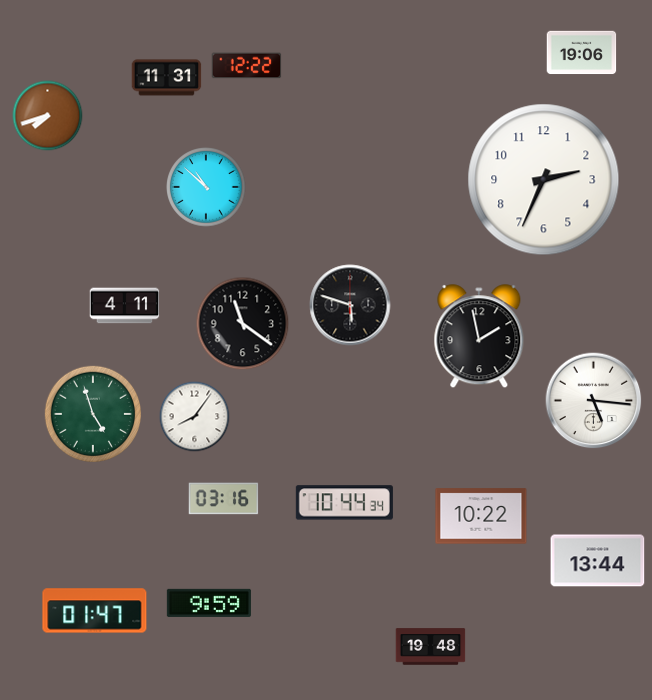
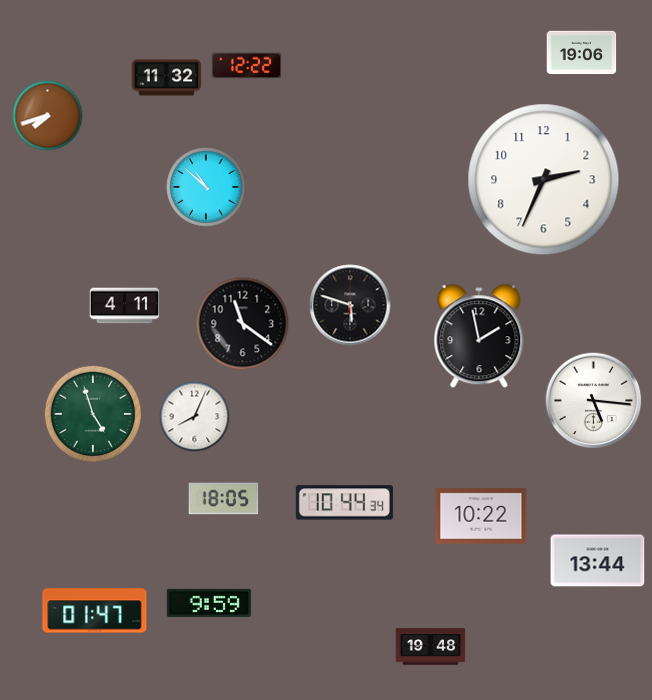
clock at (167, 78): 11:31 -> 11:32
clock at (195, 417): 8:06 -> 8:04
clock at (224, 499): 03:16 -> 18:05
